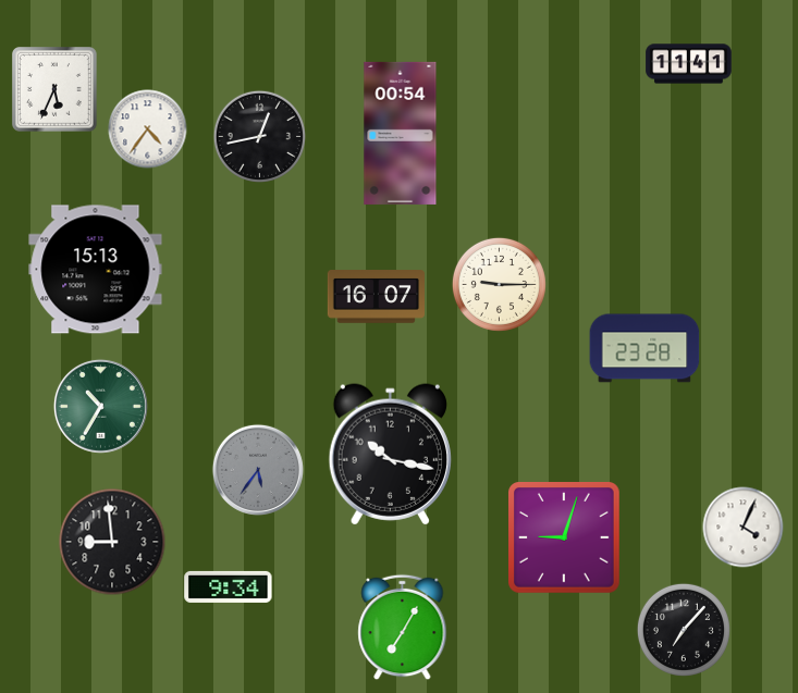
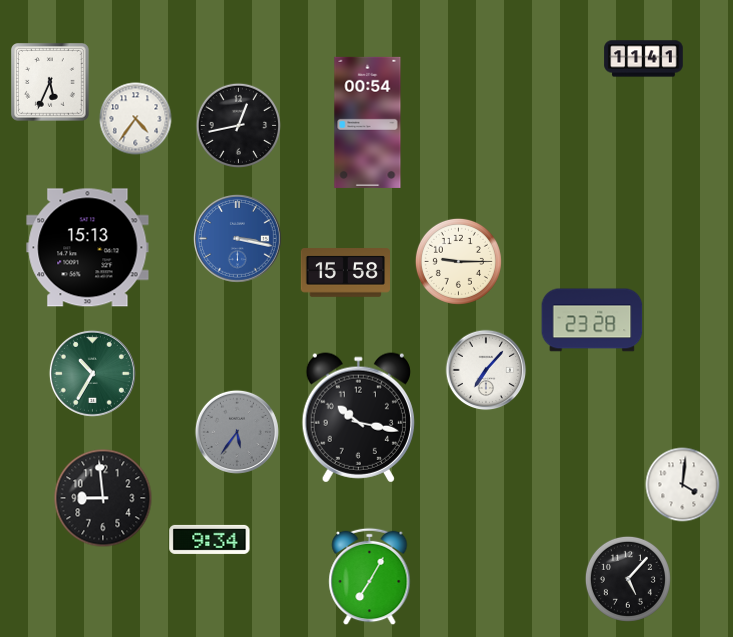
clock at (689, 64) position: (689, 64) -> (644, 59)
clock at (238, 239): none -> 3:17
clock at (376, 297): 16:07 -> 15:58
clock at (486, 370): none -> 7:07
clock at (744, 528): 4:04 -> 4:01
clock at (565, 539): 9:03 -> none
clock at (684, 630): 7:07 -> 5:07
